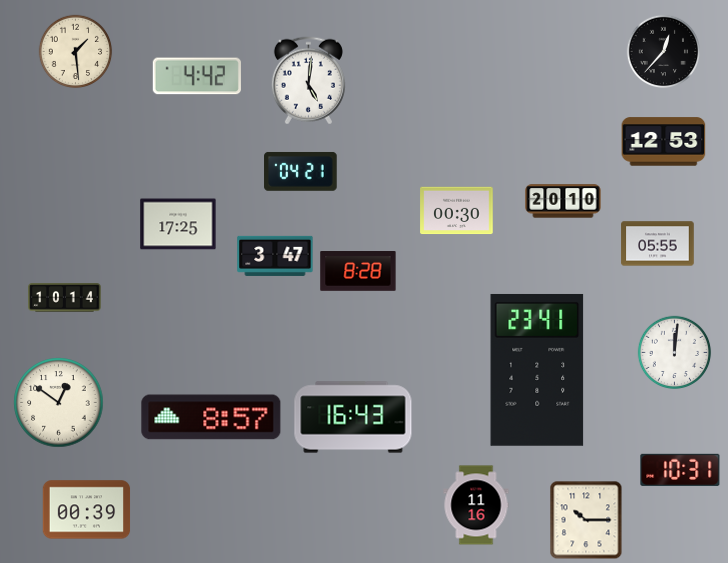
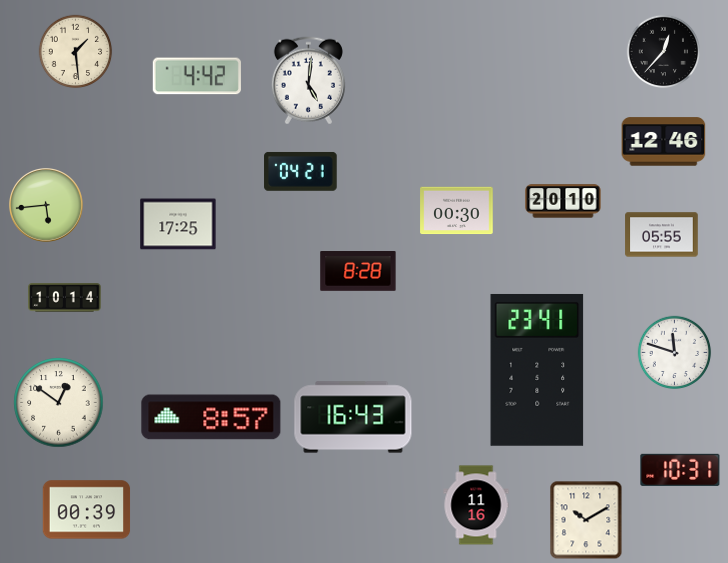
clock at (664, 142): 12:53 -> 12:46
clock at (47, 206): none -> 5:44
clock at (658, 244) position: (658, 244) -> (662, 235)
clock at (275, 256): 3:47 -> none
clock at (675, 353): 12:01 -> 11:48
clock at (586, 520): 10:15 -> 10:10
